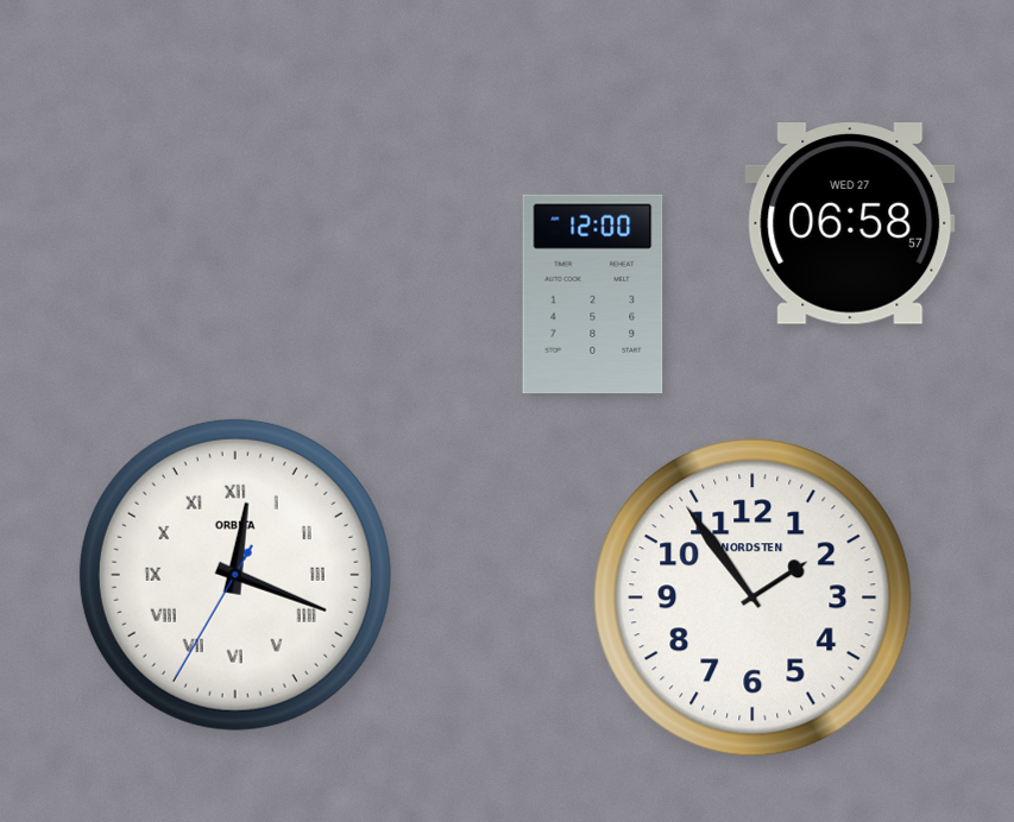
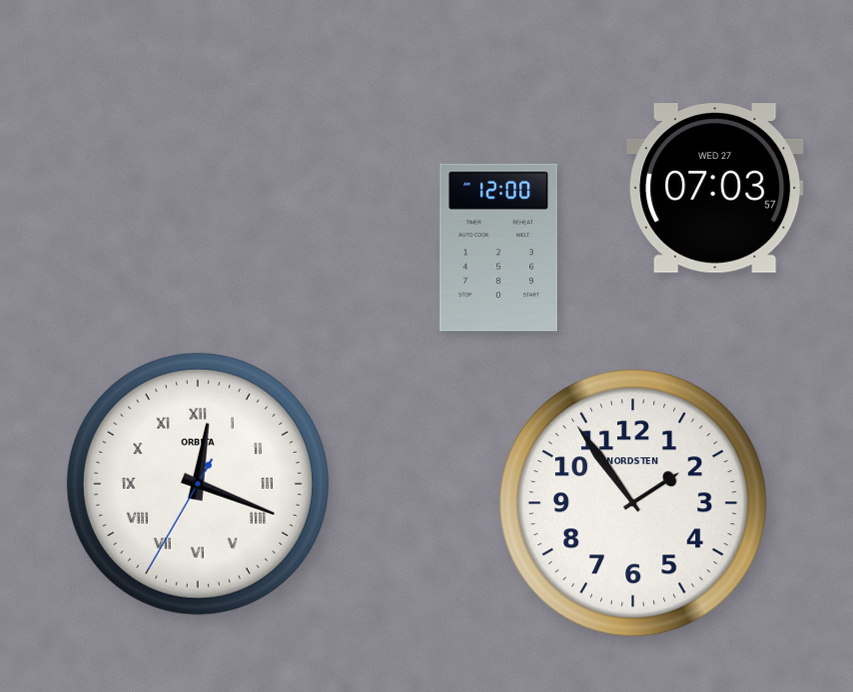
clock at (850, 225): 06:58 -> 07:03
